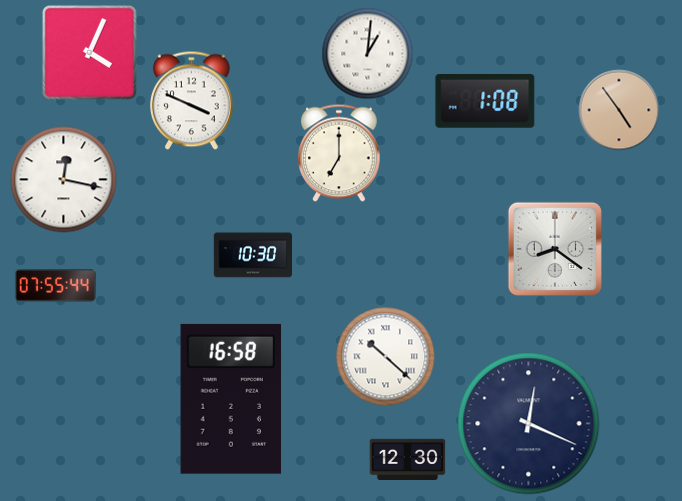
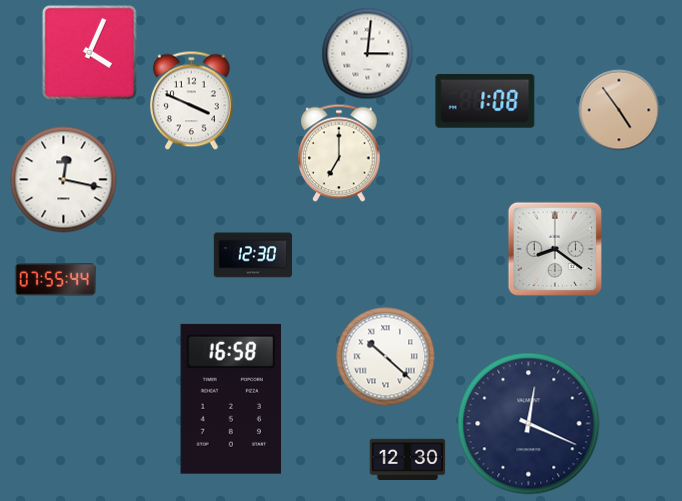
clock at (368, 54): 1:01 -> 3:01
clock at (252, 255): 10:30 -> 12:30
clock at (55, 286) position: (55, 286) -> (55, 280)
